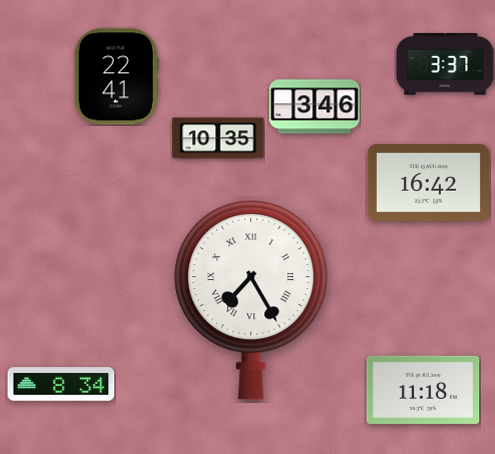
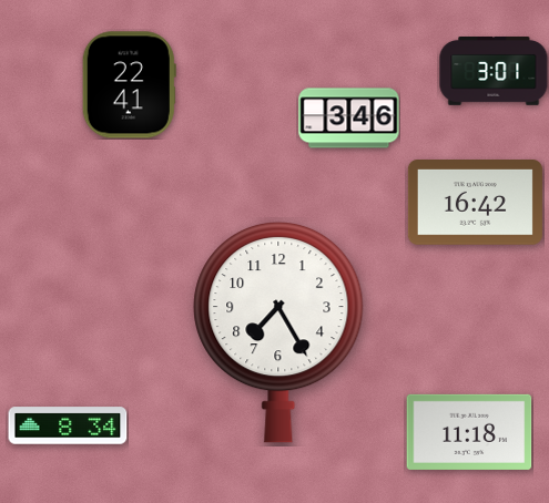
clock at (445, 65): 3:37 -> 3:01
clock at (218, 138): 10:35 -> none
clock at (251, 300) numerals: Roman -> Arabic
